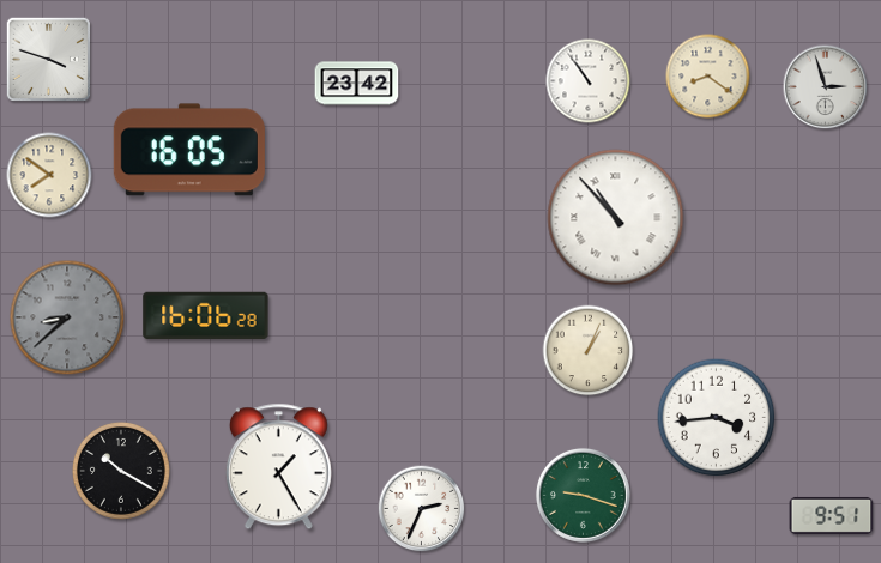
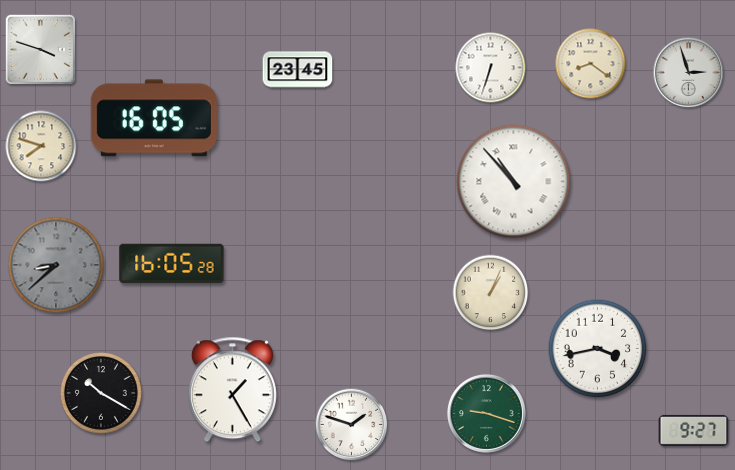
clock at (589, 81): 10:54 -> 6:33
clock at (357, 84): 23:42 -> 23:45
clock at (189, 150) position: (189, 150) -> (154, 118)
clock at (49, 175): 7:51 -> 7:48
clock at (206, 316): 16:06 -> 16:05
clock at (717, 418): 3:44 -> 3:43
clock at (422, 509): 2:34 -> 1:48
clock at (832, 515): 9:51 -> 9:27
